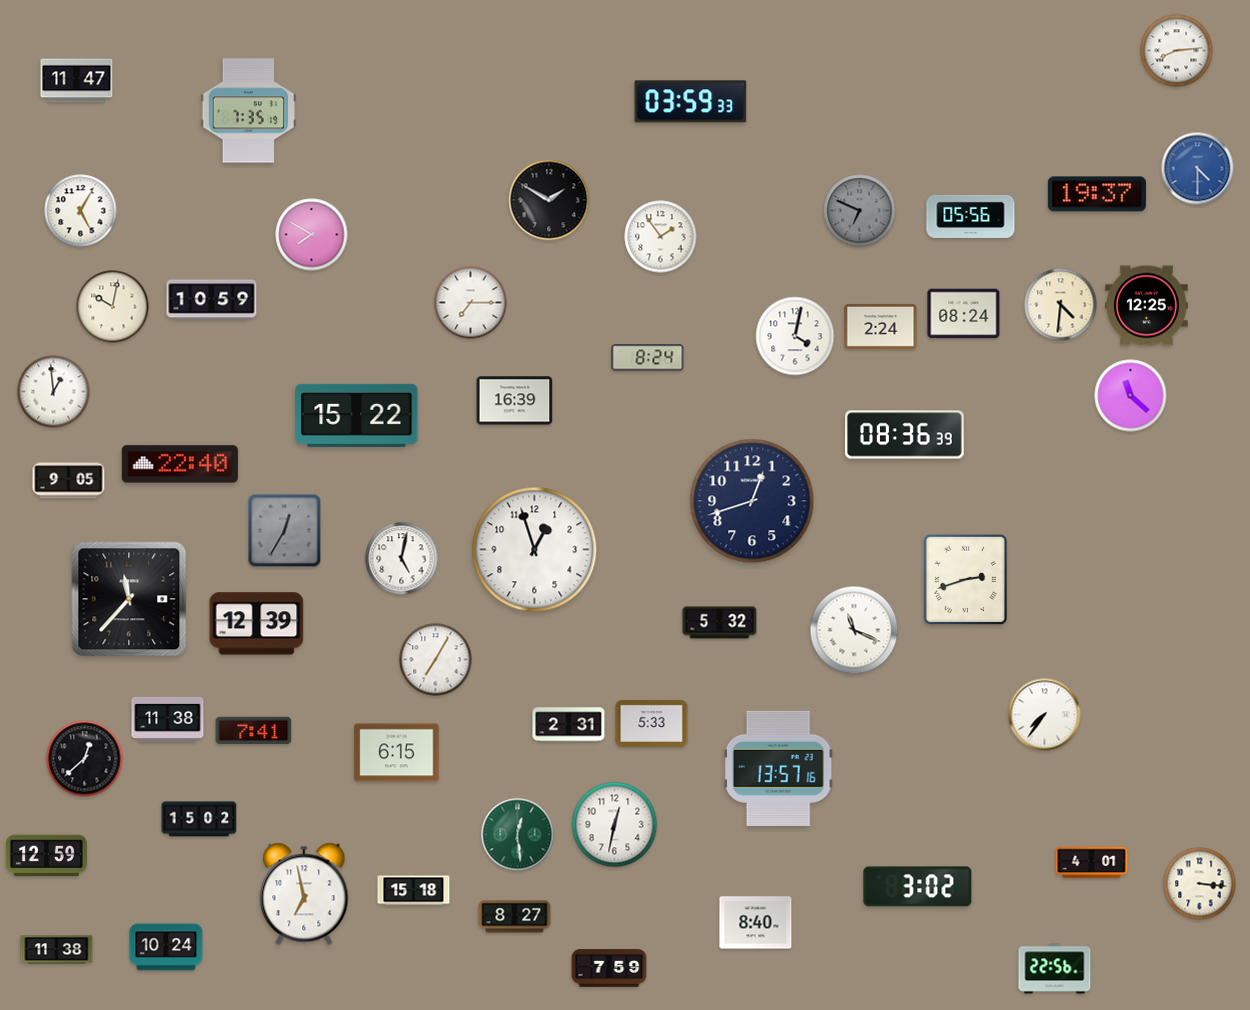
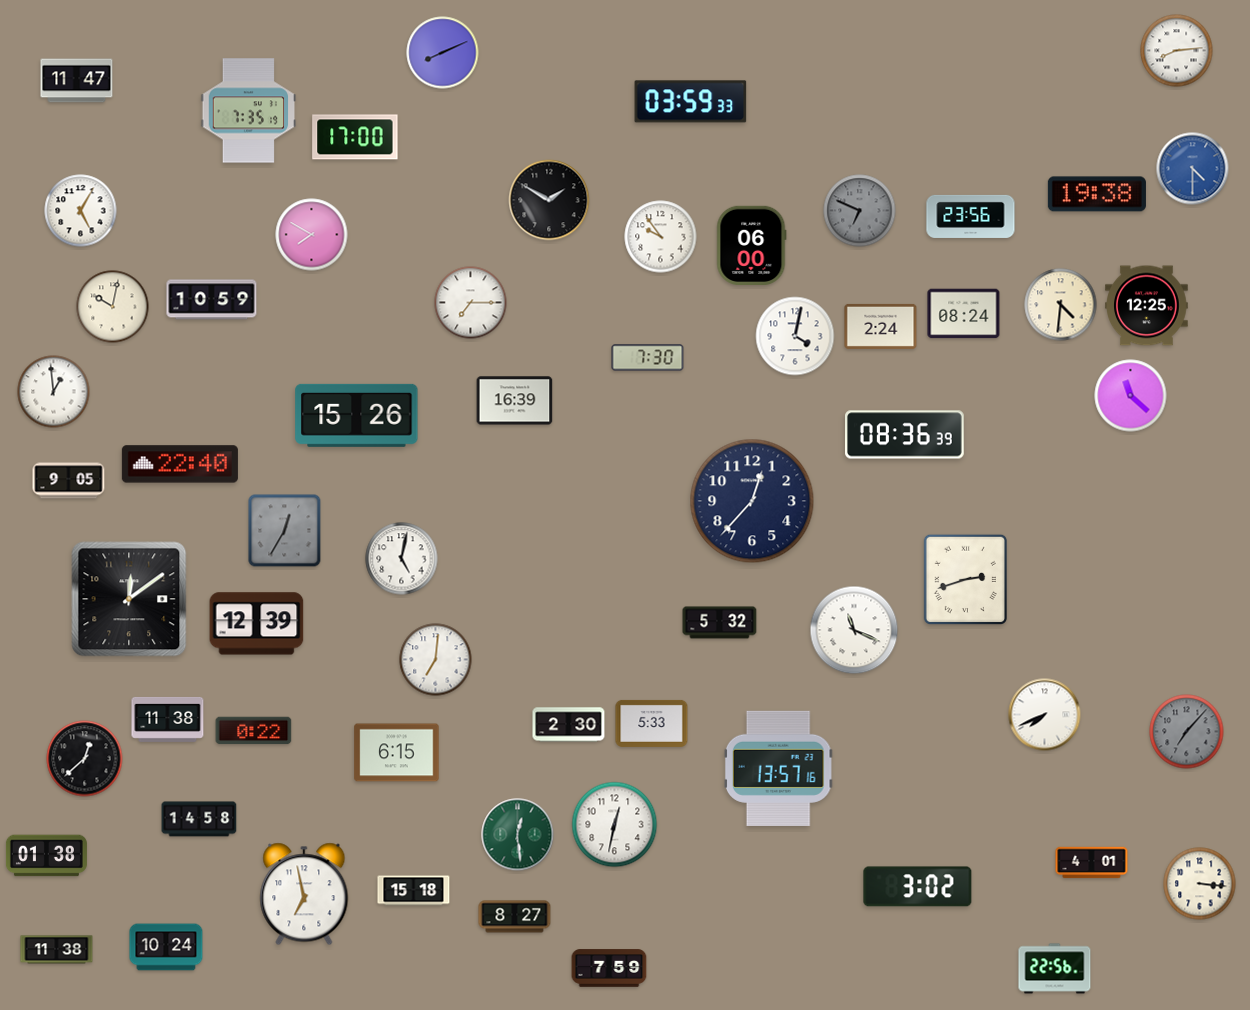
clock at (443, 53): none -> 8:11
clock at (355, 137): none -> 17:00
clock at (1198, 169) position: (1198, 169) -> (1193, 169)
clock at (1097, 194): 19:37 -> 19:38
clock at (971, 216): 05:56 -> 23:56
clock at (661, 237): 1:54 -> 9:54
clock at (752, 245): none -> 06:00
clock at (648, 358): 8:24 -> 7:30
clock at (357, 415): 15:22 -> 15:26
clock at (752, 501): 12:42 -> 12:37
clock at (535, 550): 12:57 -> none
clock at (129, 599): 11:37 -> 12:09
clock at (436, 660): 7:05 -> 7:01
clock at (1045, 715): 7:36 -> 7:41
clock at (569, 725): 2:31 -> 2:30
clock at (254, 731): 7:41 -> 0:22
clock at (1187, 732): none -> 7:07
clock at (199, 819): 15:02 -> 14:58
clock at (46, 856): 12:59 -> 01:38
clock at (756, 923): 8:40 -> none
